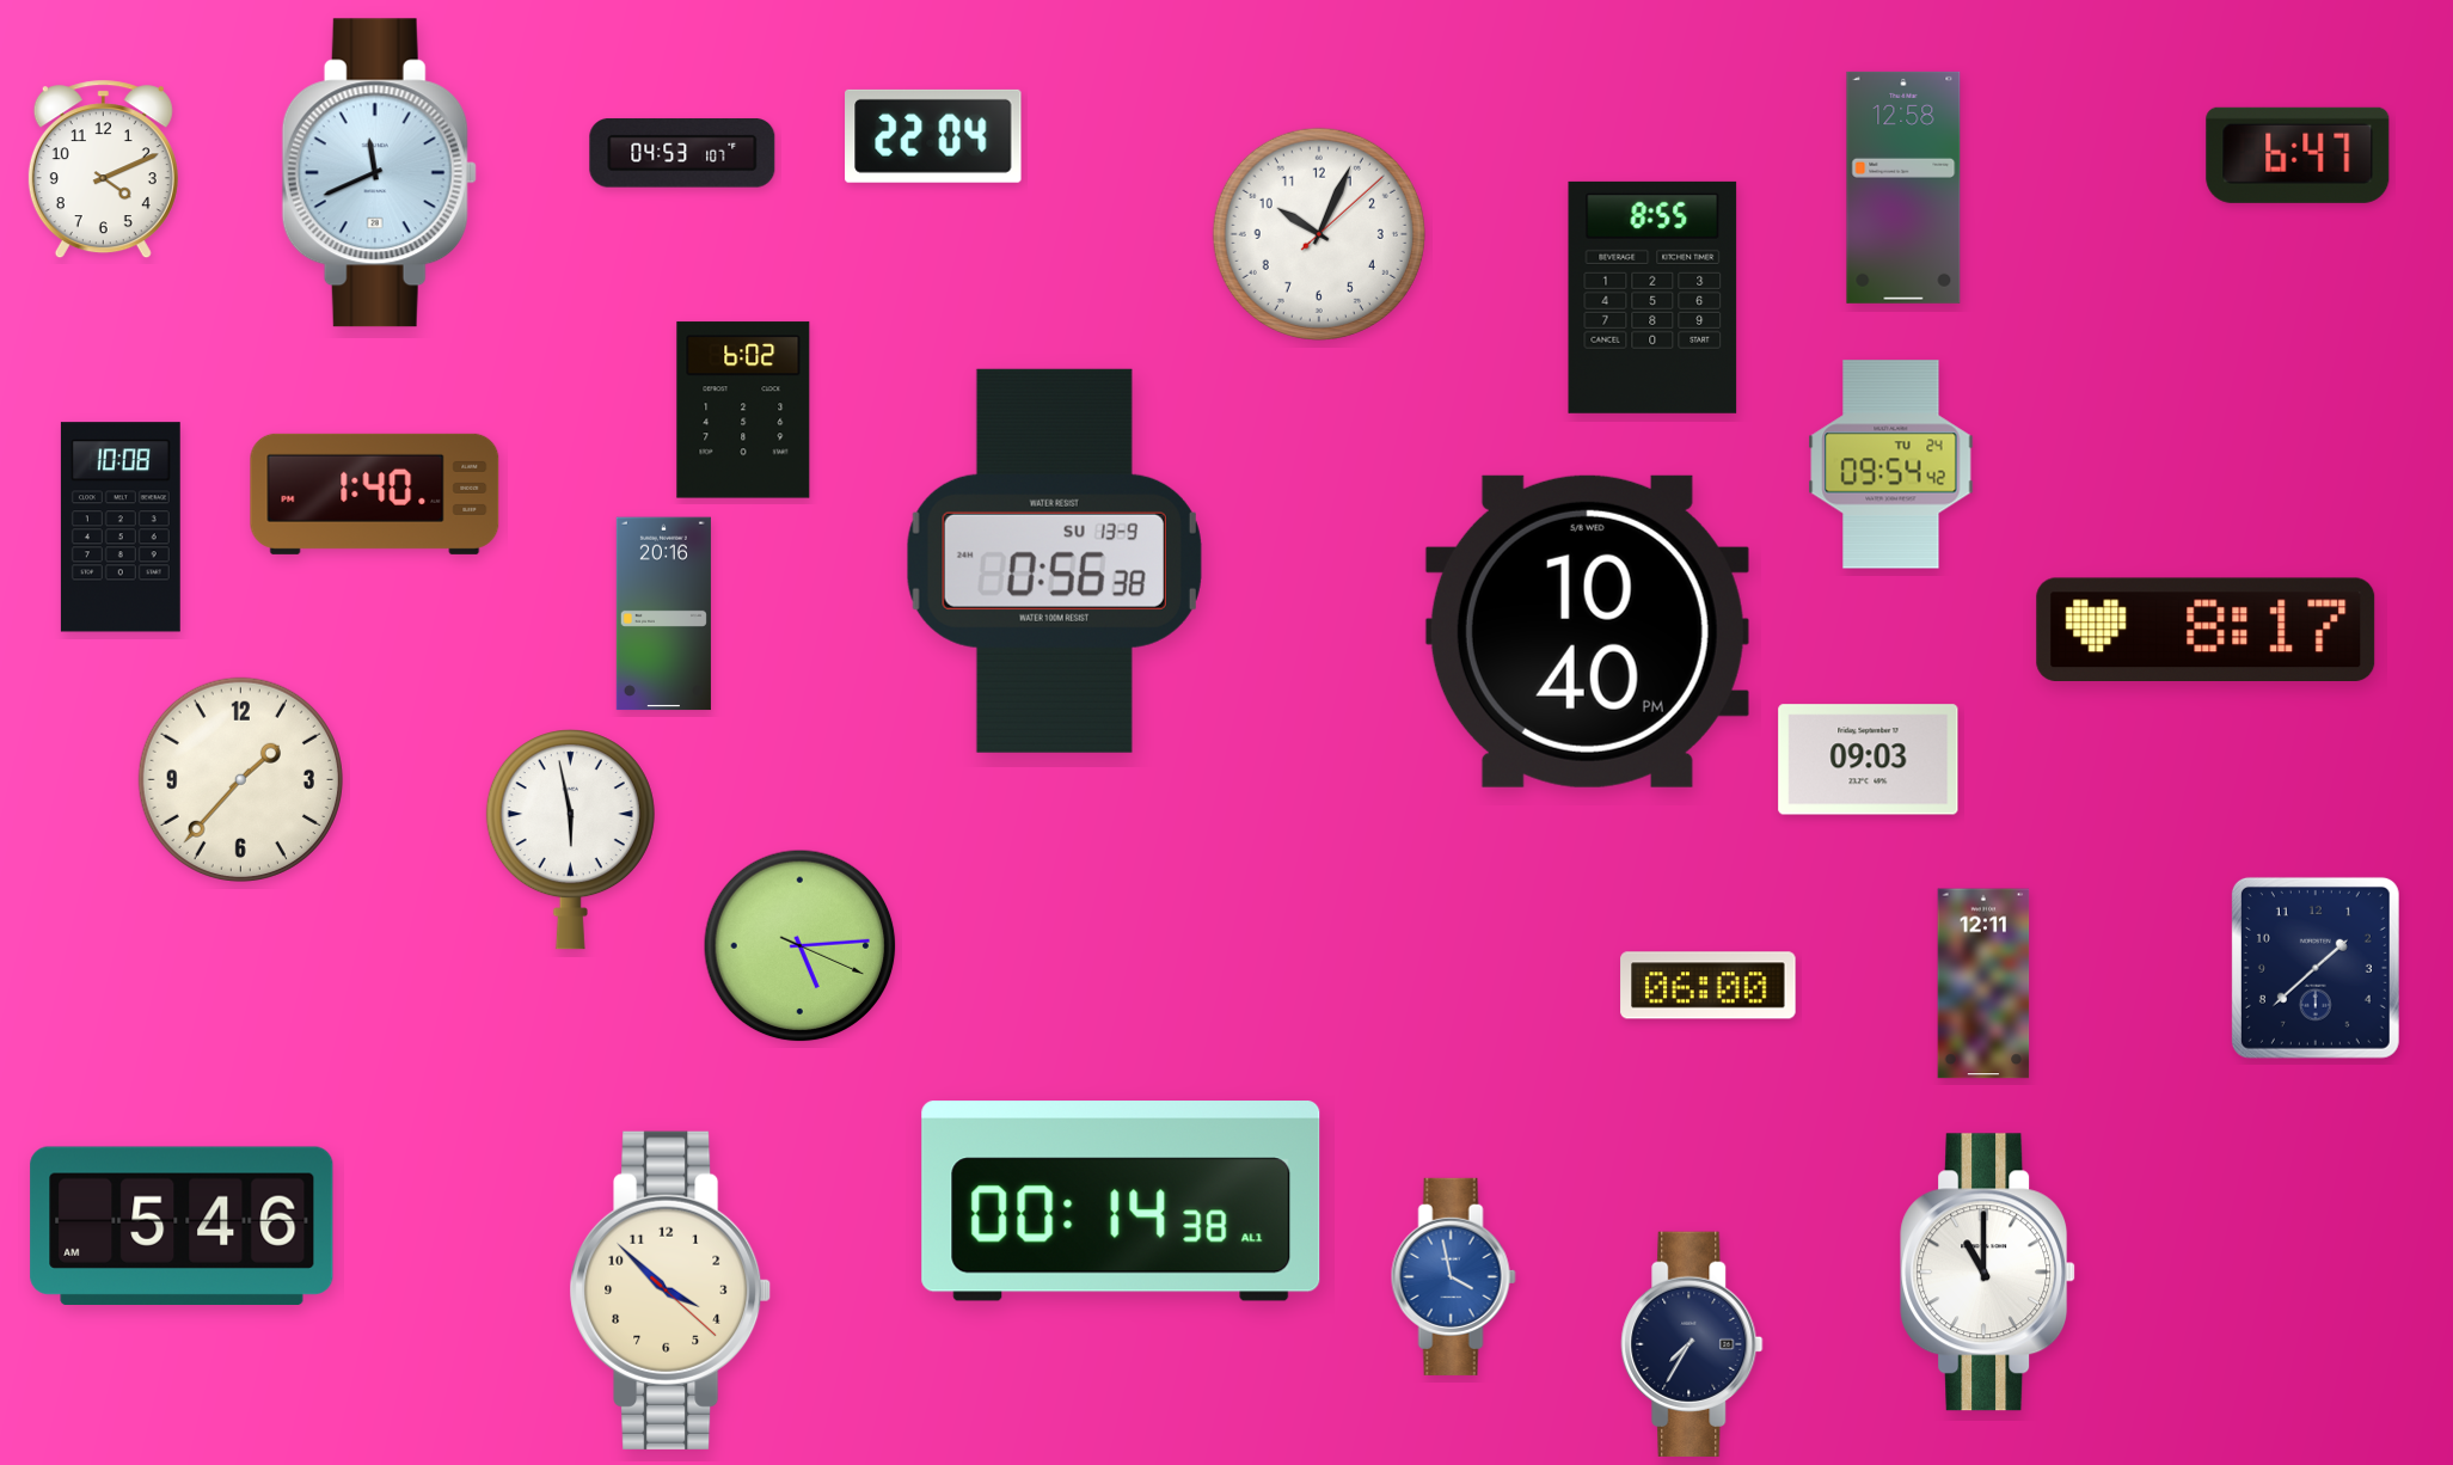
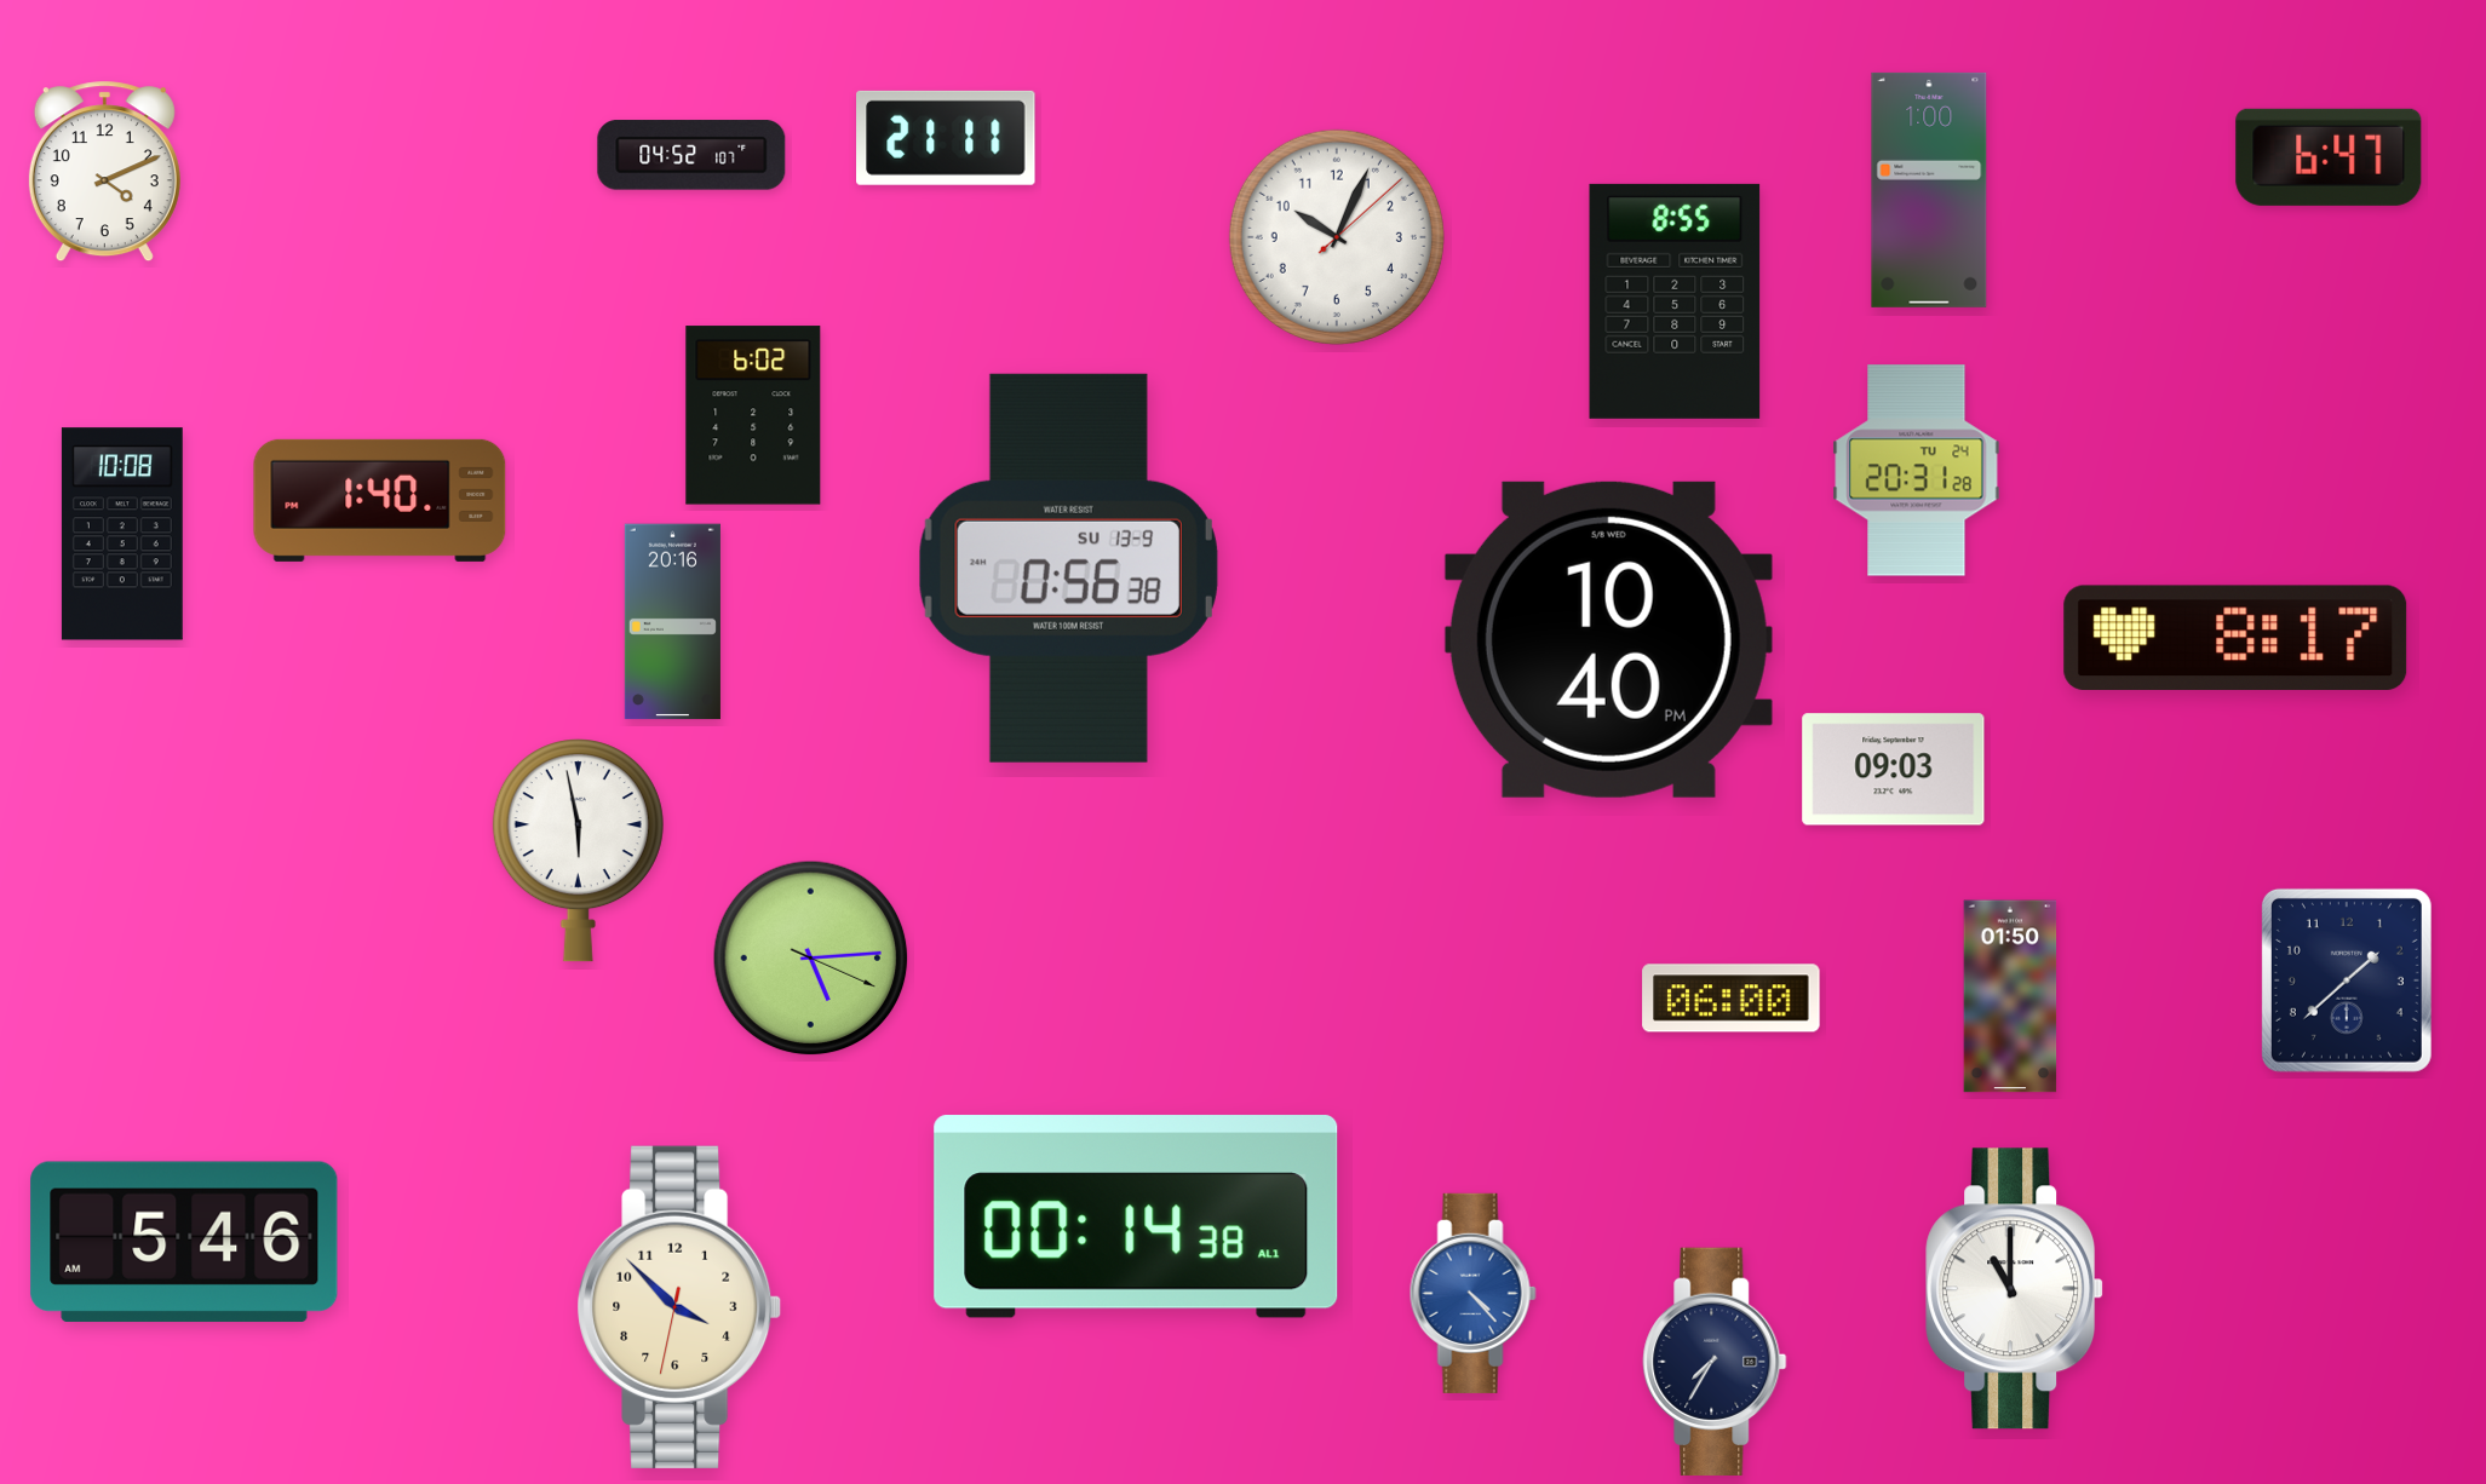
clock at (933, 136): 22:04 -> 21:11
clock at (682, 153): 04:53 -> 04:52
clock at (379, 173): 11:41 -> none
clock at (1903, 188): 12:58 -> 1:00
clock at (1891, 465): 09:54 -> 20:31
clock at (240, 779): 1:37 -> none
clock at (1983, 983): 12:11 -> 01:50
clock at (1453, 1276): 3:58 -> 4:23
clock at (670, 1291): 3:52:22 -> 3:52:32
